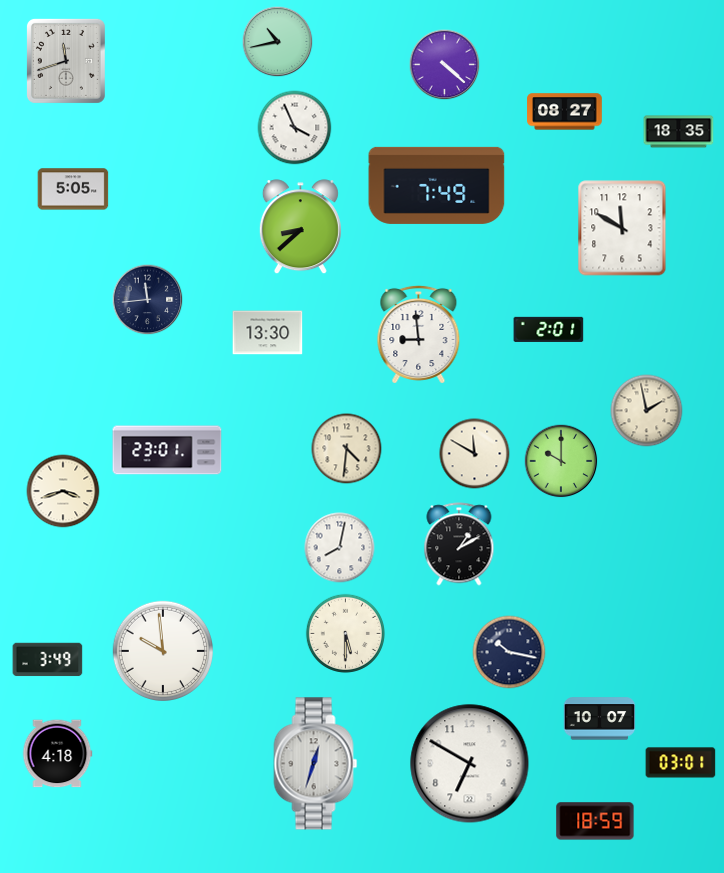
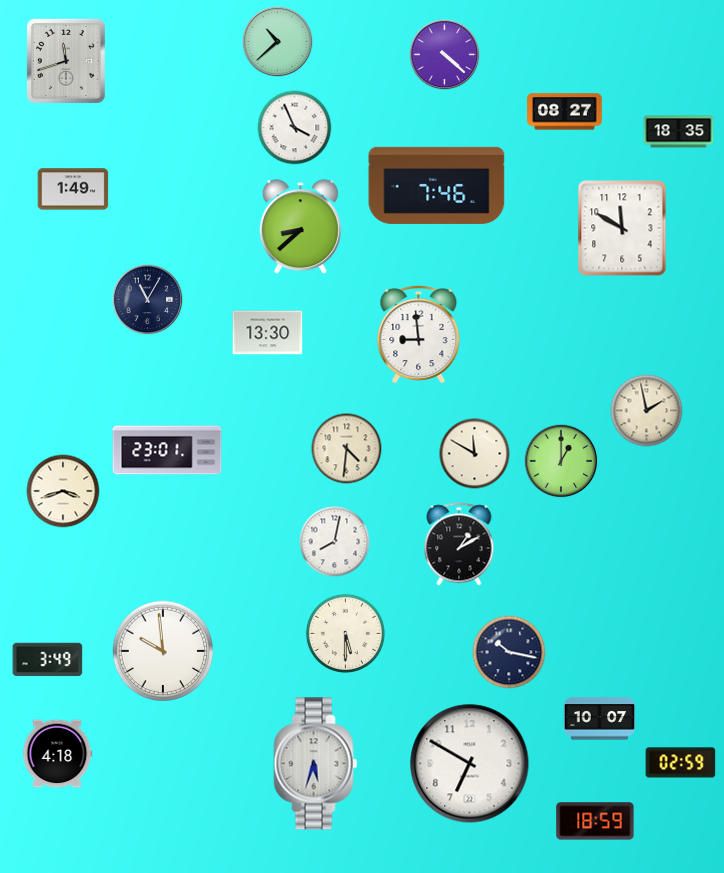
clock at (278, 42): 10:43 -> 10:38
clock at (445, 65) position: (445, 65) -> (445, 55)
clock at (437, 185): 7:49 -> 7:46
clock at (73, 189): 5:05 -> 1:49
clock at (148, 300): 11:44 -> 11:05
clock at (549, 329): 2:01 -> none
clock at (561, 461): 10:00 -> 1:00
clock at (340, 548) position: (340, 548) -> (335, 542)
clock at (681, 763): 03:01 -> 02:59
clock at (316, 764): 12:33 -> 5:33
